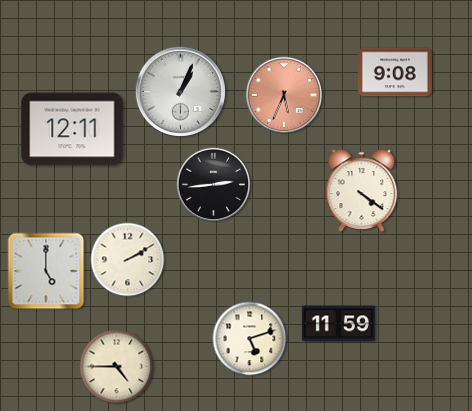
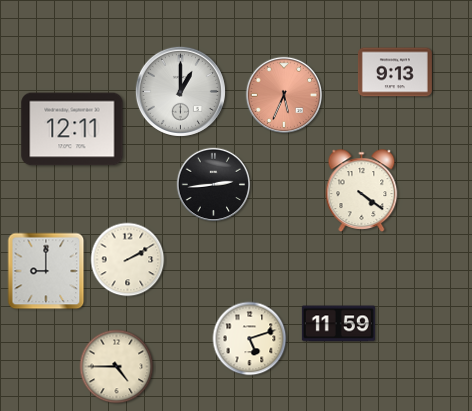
clock at (395, 72): 9:08 -> 9:13
clock at (180, 91): 1:04 -> 1:00
clock at (46, 271): 5:00 -> 9:00
